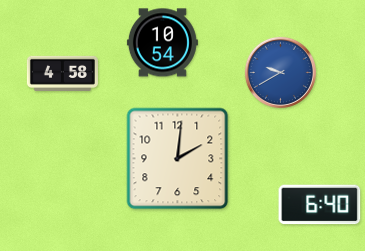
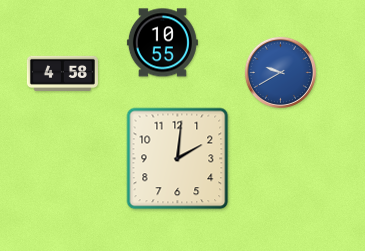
clock at (162, 43): 10:54 -> 10:55
clock at (320, 205): 6:40 -> none
